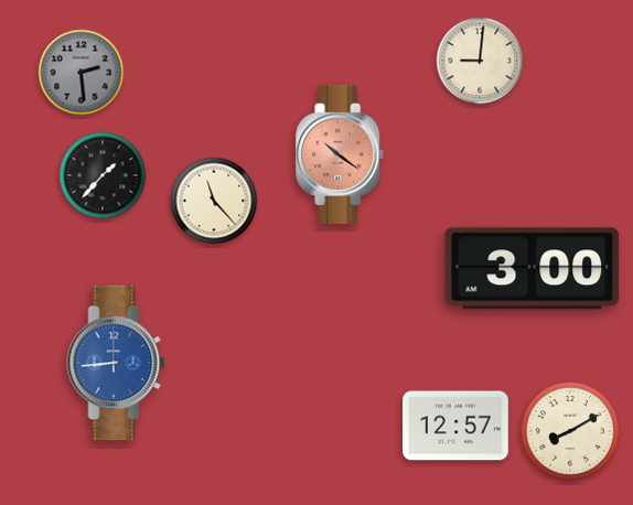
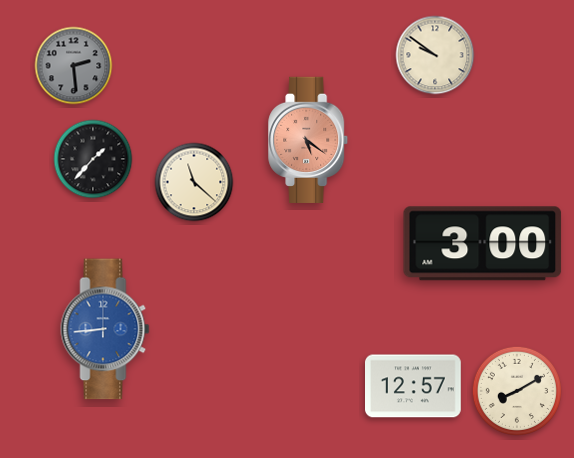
clock at (480, 61): 9:01 -> 9:51
clock at (341, 153): 10:21 -> 5:21
clock at (214, 201): 11:23 -> 11:22
